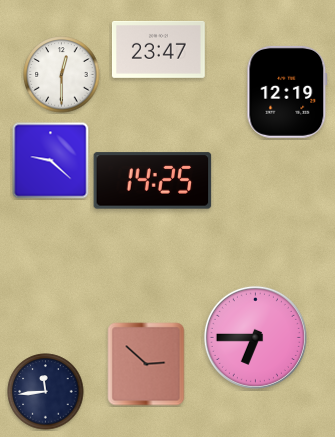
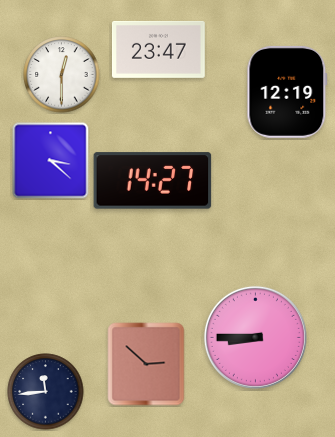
clock at (51, 161): 9:22 -> 3:22
clock at (153, 181): 14:25 -> 14:27
clock at (255, 337): 6:45 -> 8:45
